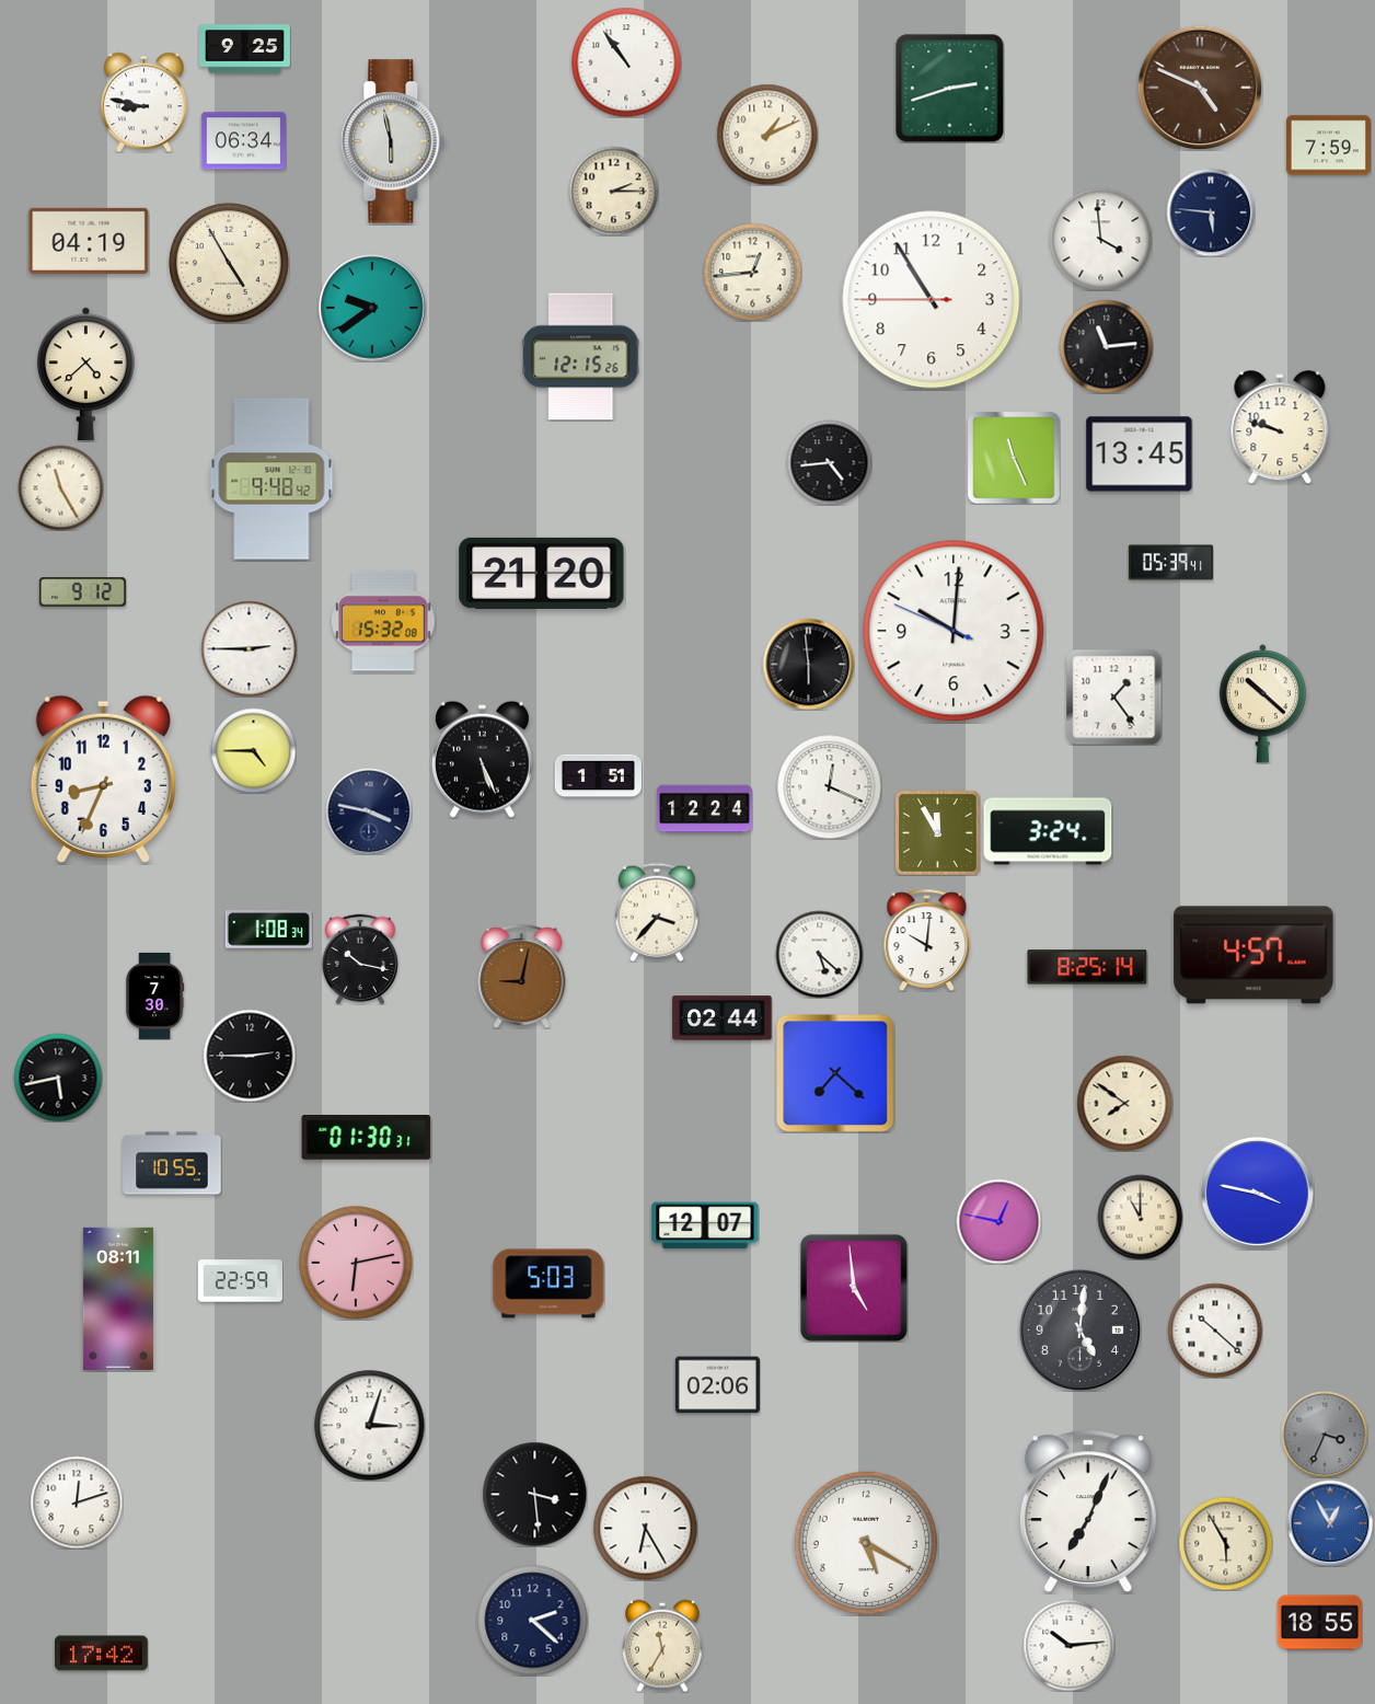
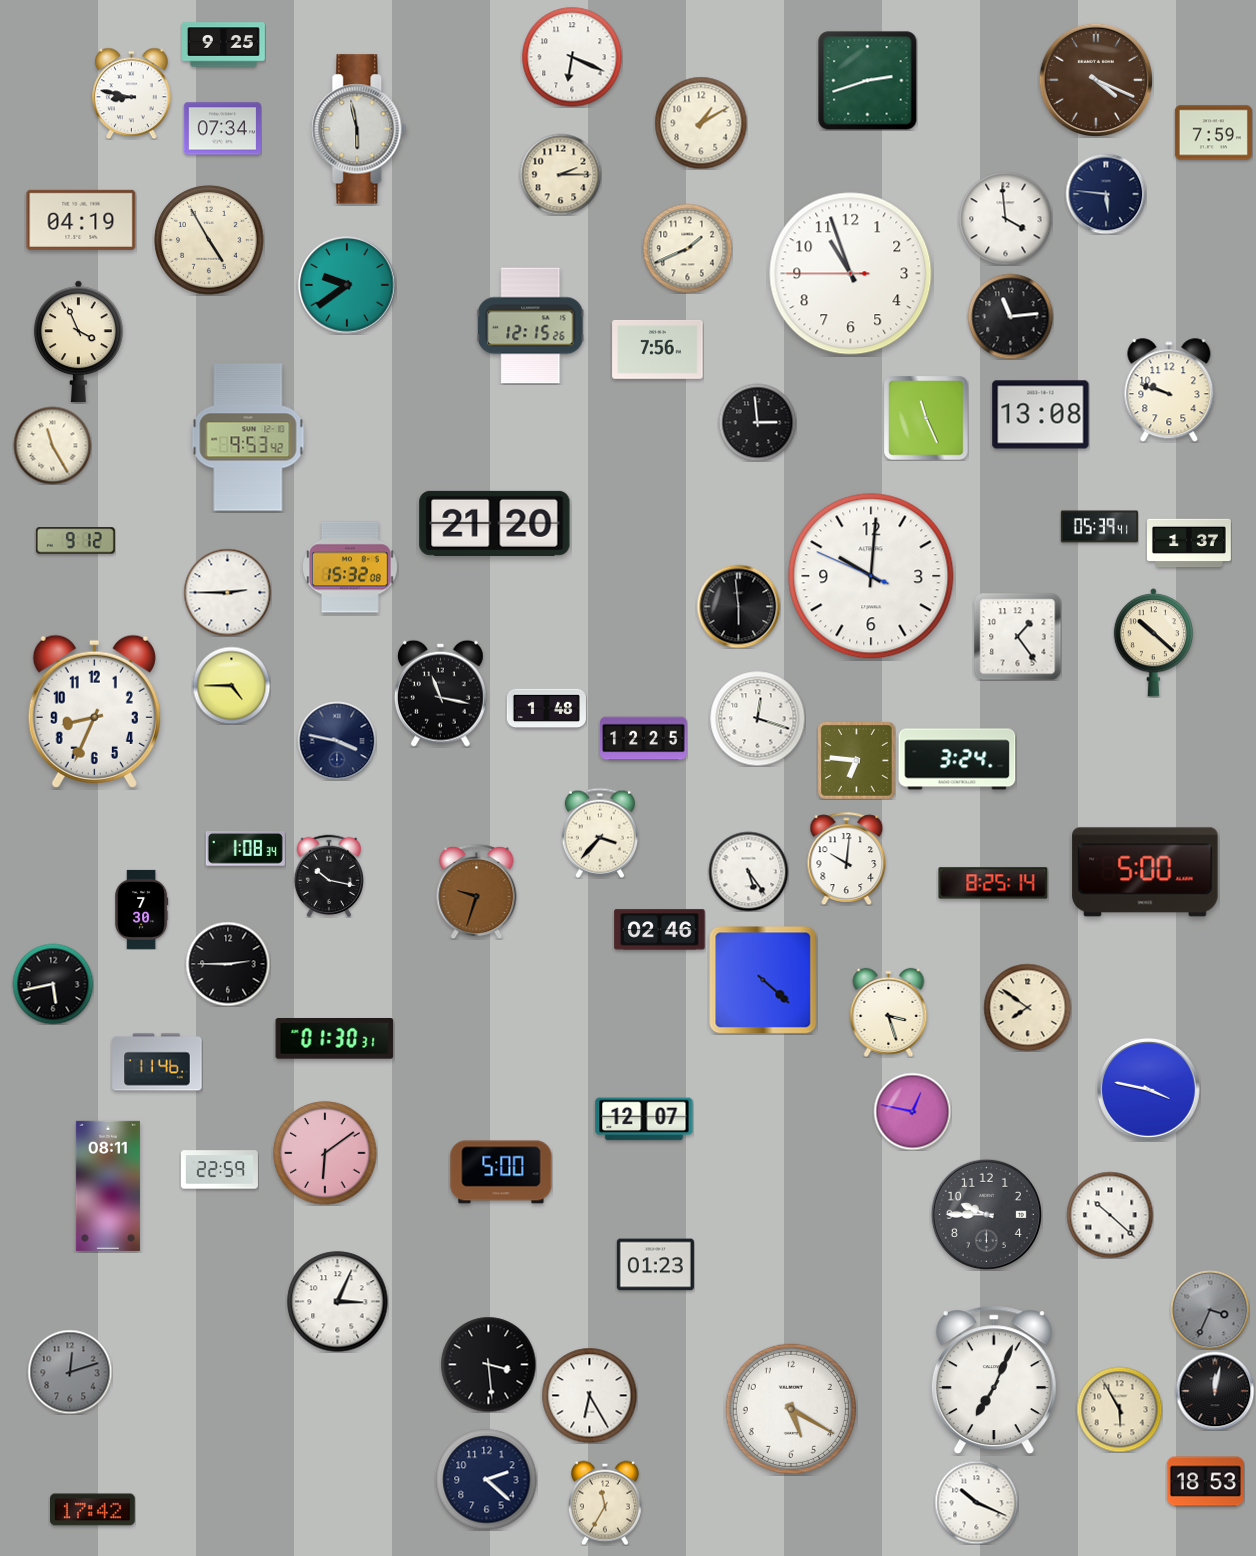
clock at (626, 62): 10:54 -> 6:19
clock at (1200, 88): 4:49 -> 4:19
clock at (767, 135): 1:11 -> 1:10
clock at (243, 141): 06:34 -> 07:34
clock at (752, 272): 12:44 -> 1:41
clock at (932, 300): 10:54 -> 10:56
clock at (372, 308) position: (372, 308) -> (347, 285)
clock at (85, 375): 4:38 -> 3:56
clock at (658, 349): none -> 7:56
clock at (1140, 454): 13:45 -> 13:08
clock at (829, 462): 4:44 -> 2:59
clock at (271, 479): 9:48 -> 9:53
clock at (60, 487) position: (60, 487) -> (52, 445)
clock at (1170, 563) position: (1170, 563) -> (1099, 527)
clock at (1189, 543): none -> 1:37
clock at (482, 759): 5:26 -> 11:17
clock at (598, 776): 1:51 -> 1:48
clock at (829, 786): 12:19 -> 12:18
clock at (705, 809): 12:24 -> 12:25
clock at (938, 833): 11:55 -> 6:46
clock at (819, 954): 5:22 -> 5:24
clock at (1253, 955): 4:57 -> 5:00
clock at (522, 976): 9:02 -> 9:33
clock at (723, 1018): 02:44 -> 02:46
clock at (835, 1073): 7:22 -> 4:22
clock at (889, 1012): none -> 3:27
clock at (172, 1163): 10:55 -> 11:46
clock at (1140, 1217): 11:00 -> none
clock at (998, 1221) position: (998, 1221) -> (912, 1111)
clock at (356, 1263): 6:13 -> 6:09
clock at (548, 1283): 5:03 -> 5:00
clock at (854, 1288): 4:59 -> none
clock at (1079, 1329): 5:01 -> 9:45
clock at (717, 1385): 02:06 -> 01:23
clock at (370, 1426): 3:03 -> 3:04
clock at (77, 1502) dial: white -> grey
clock at (1330, 1523): 12:55 -> 12:02
clock at (1330, 1523) dial: blue -> black
clock at (1319, 1623): 18:55 -> 18:53
clock at (1068, 1645): 10:14 -> 10:19
